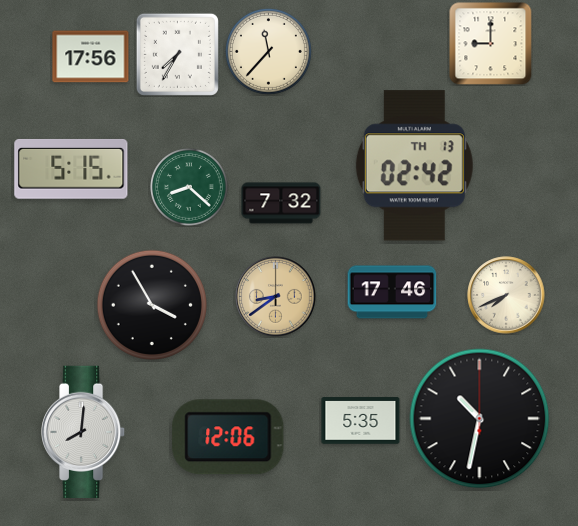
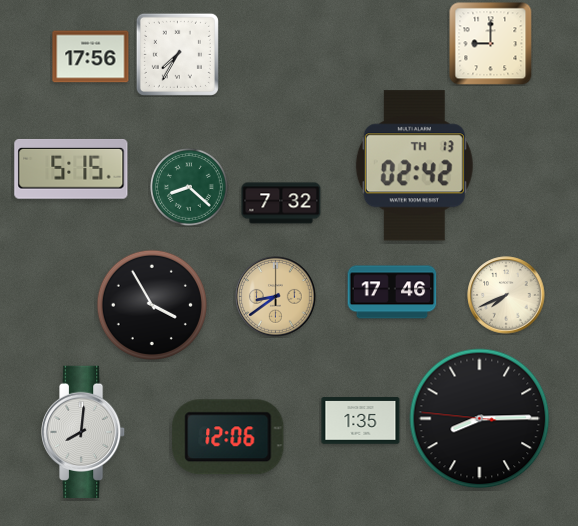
clock at (268, 51): 11:37 -> none
clock at (480, 419): 10:32 -> 8:14
clock at (361, 421): 5:35 -> 1:35
